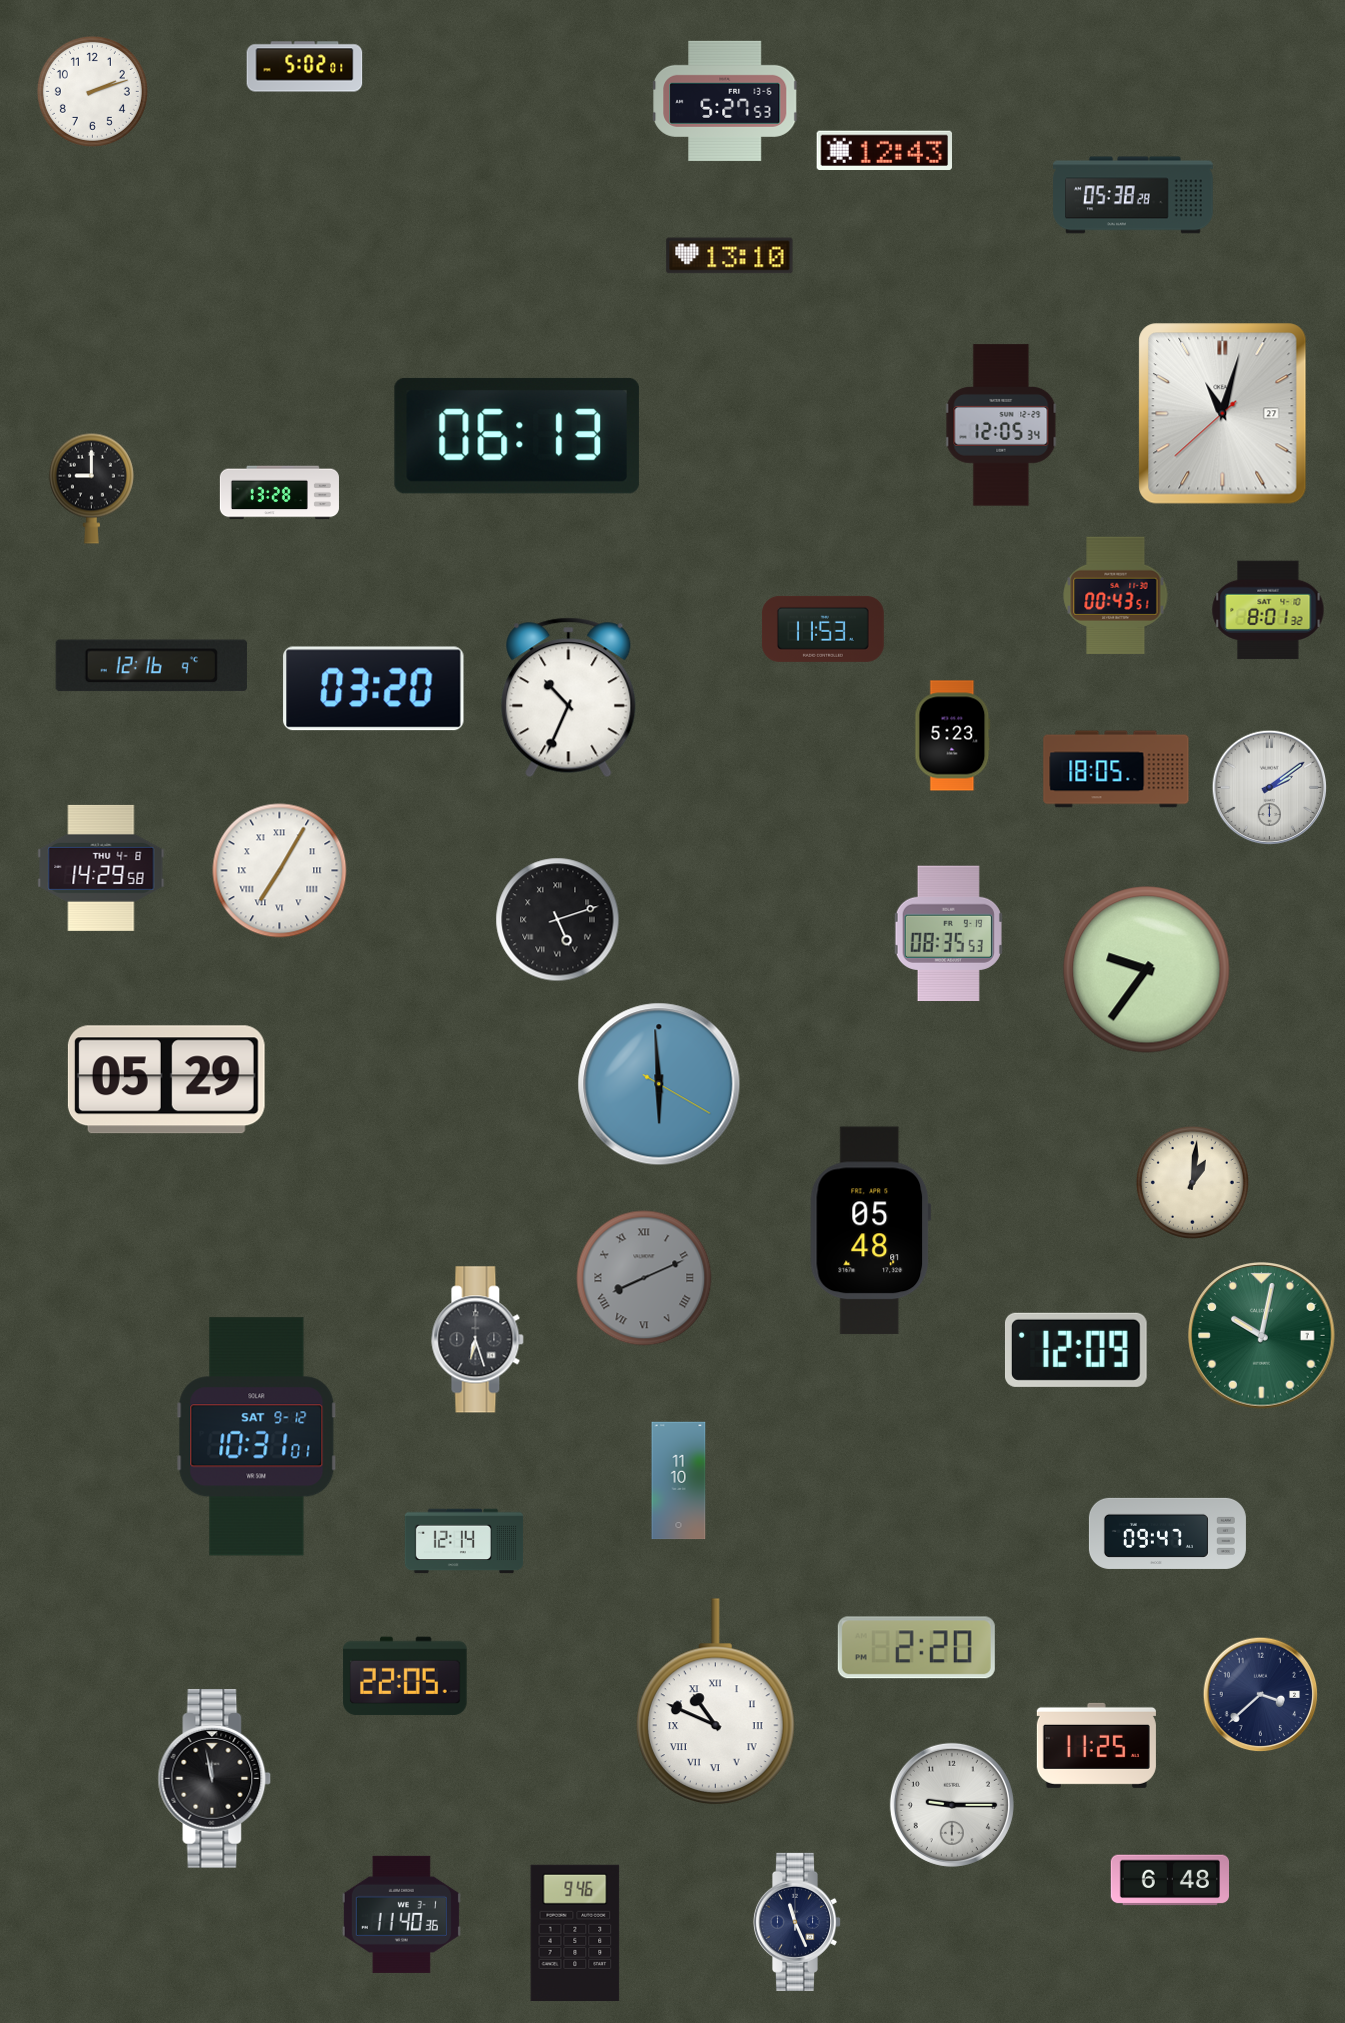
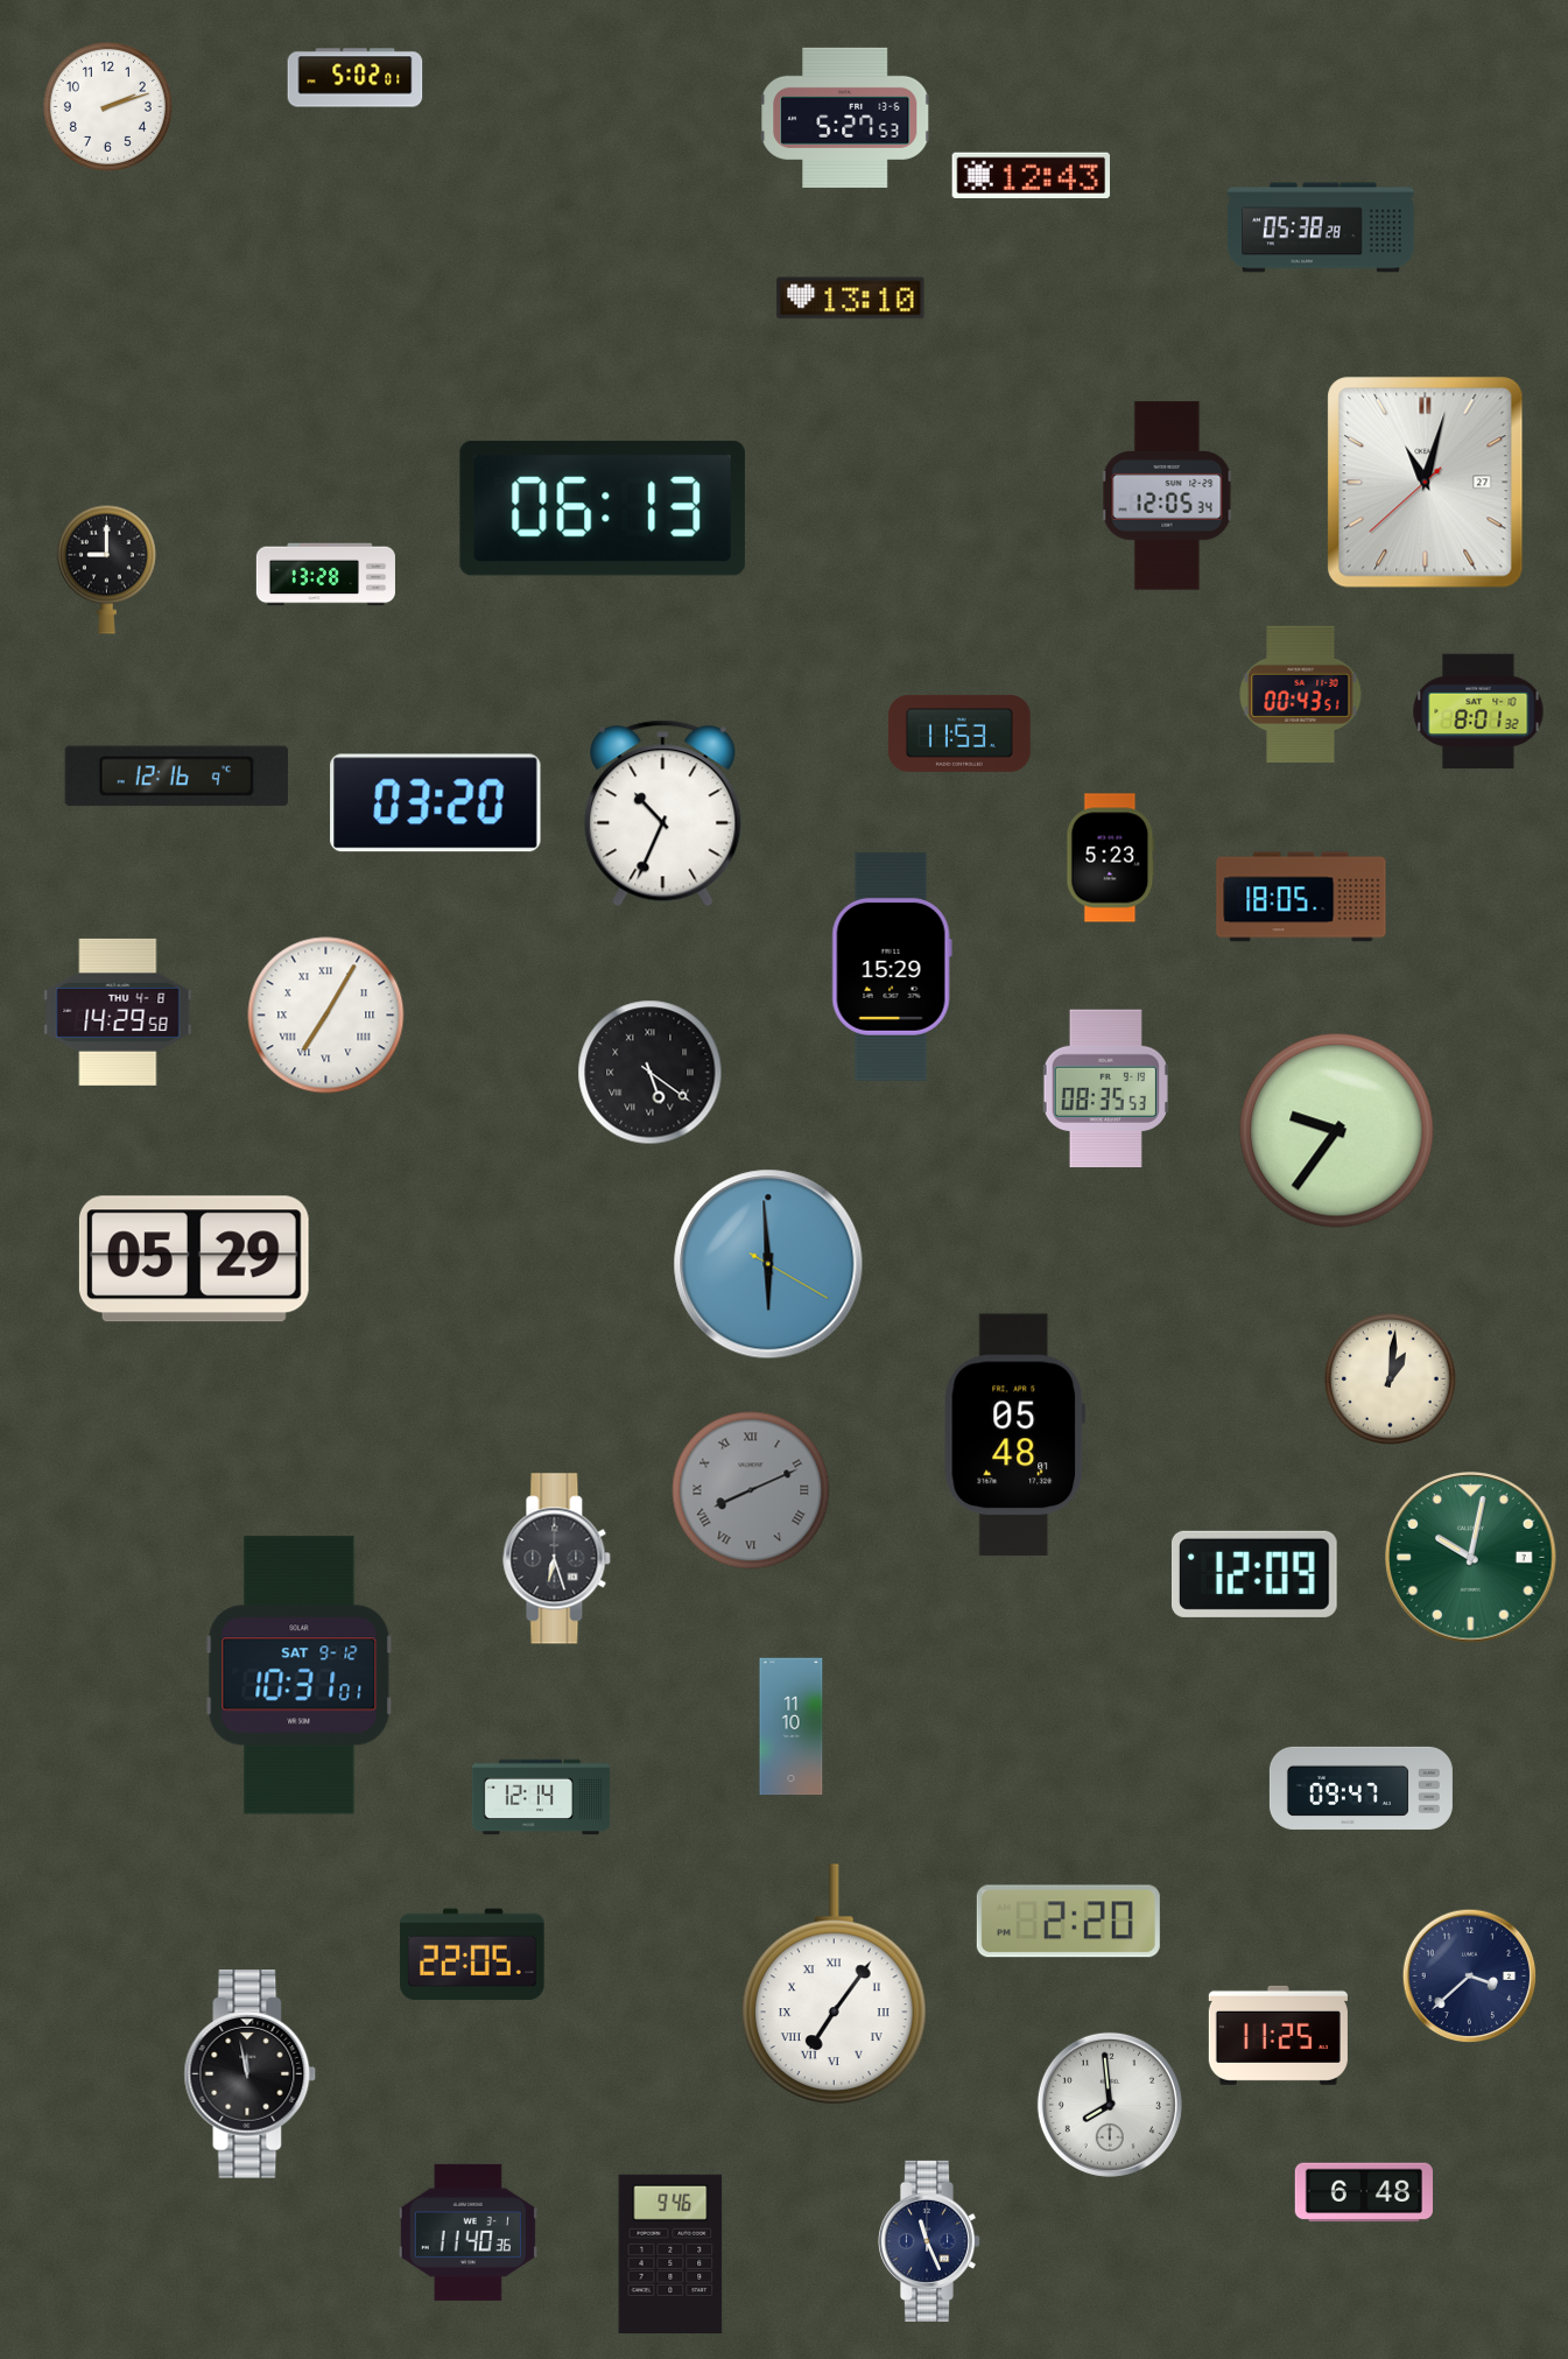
clock at (1270, 788): 2:09 -> none
clock at (892, 967): none -> 15:29
clock at (558, 920): 5:12 -> 5:21
clock at (478, 1340) position: (478, 1340) -> (557, 1559)
clock at (715, 1701): 10:49 -> 7:06
clock at (952, 1805): 9:15 -> 7:59
